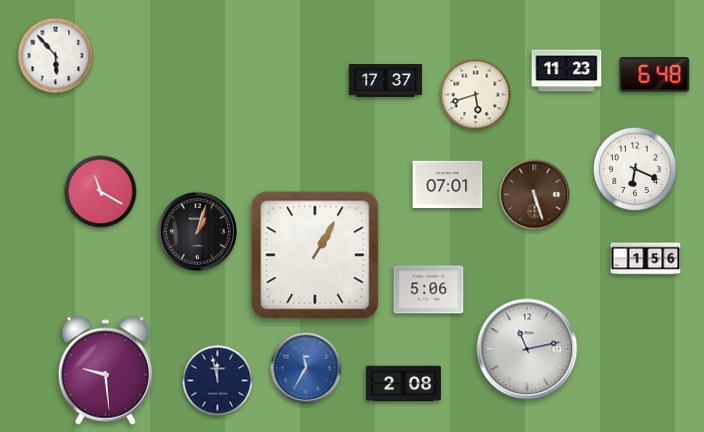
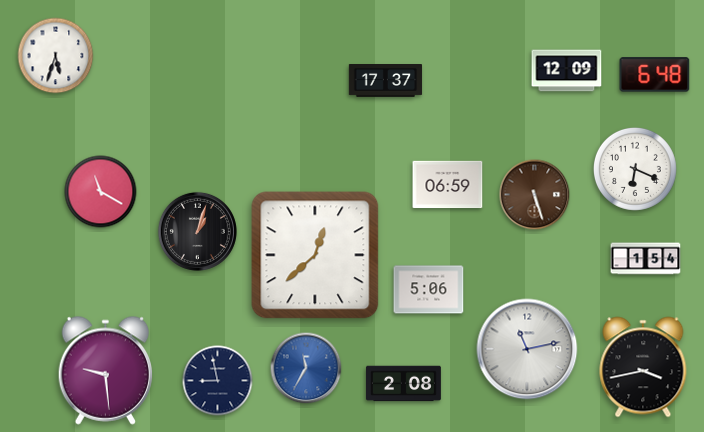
clock at (56, 56): 5:53 -> 5:33
clock at (567, 71): 11:23 -> 12:09
clock at (476, 95): 5:42 -> none
clock at (448, 185): 07:01 -> 06:59
clock at (315, 255): 1:05 -> 12:38
clock at (646, 259): 1:56 -> 1:54
clock at (643, 367): none -> 3:43
clock at (218, 381): 11:58 -> 8:58
